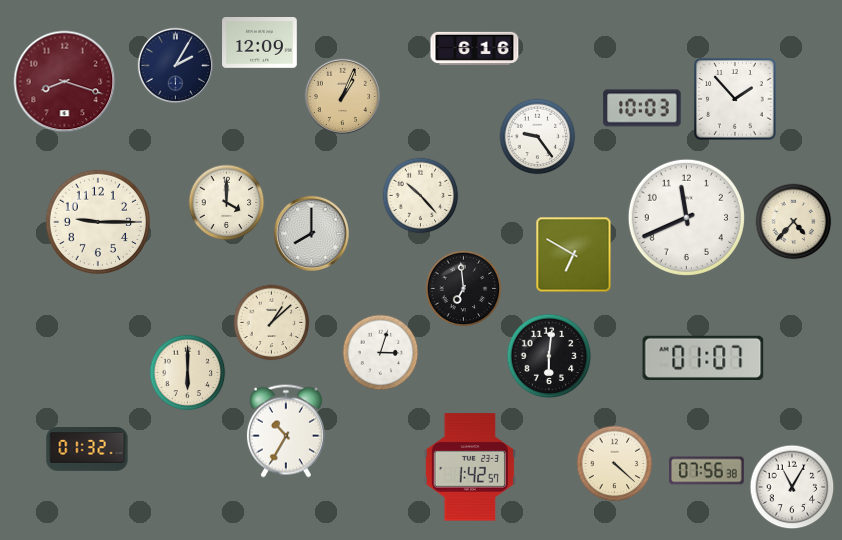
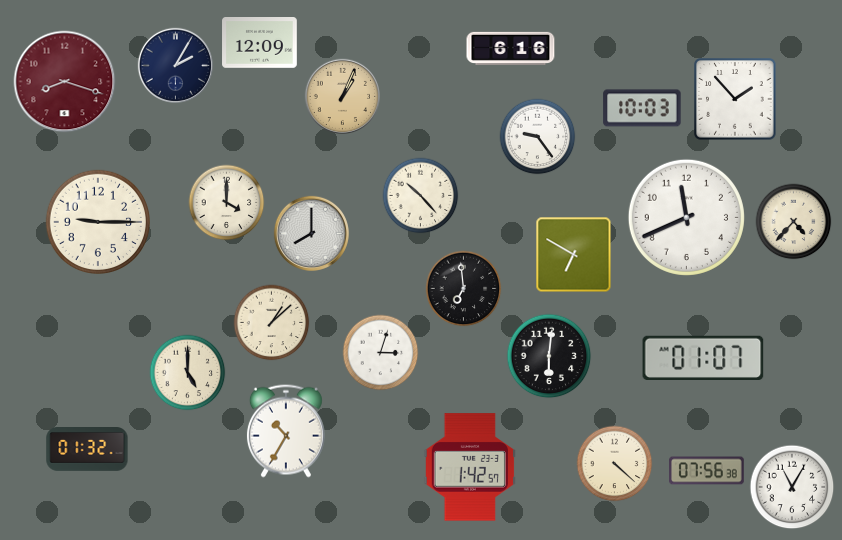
clock at (475, 48) position: (475, 48) -> (511, 48)
clock at (188, 373): 6:00 -> 5:00
